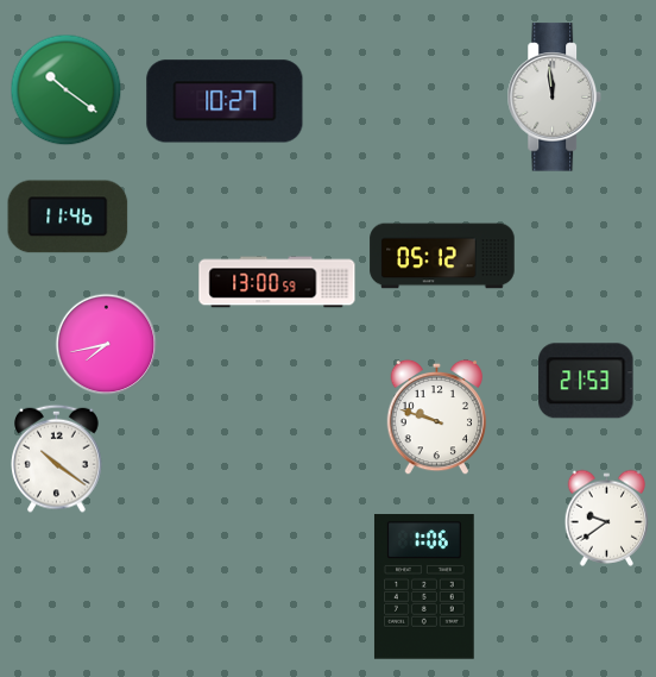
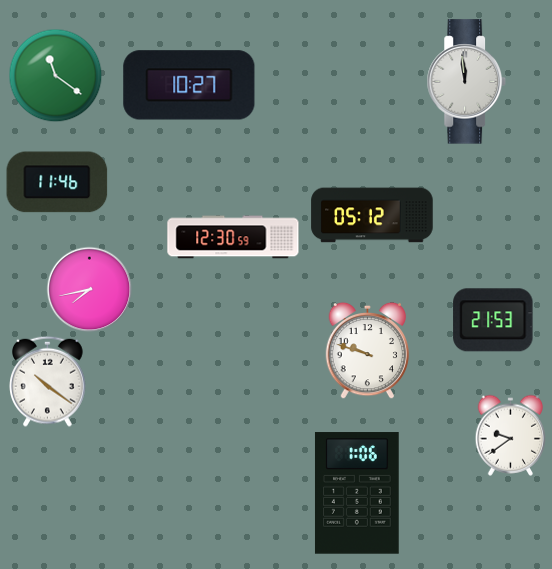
clock at (65, 89): 10:21 -> 11:21
clock at (277, 282): 13:00 -> 12:30
clock at (57, 458) position: (57, 458) -> (48, 381)
